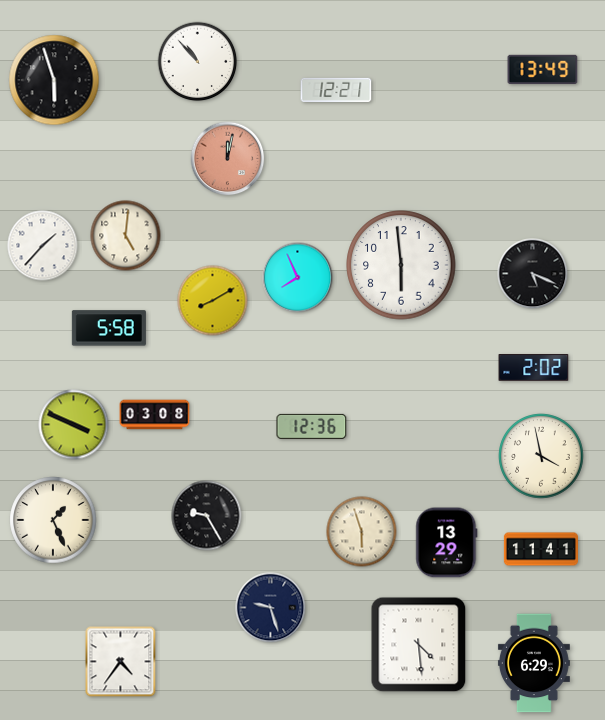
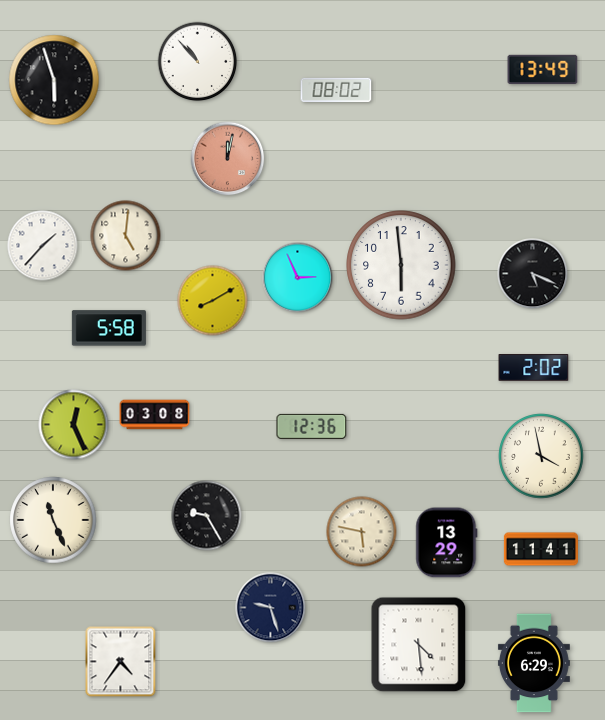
clock at (336, 90): 12:21 -> 08:02
clock at (298, 278): 7:56 -> 2:56
clock at (74, 425): 3:49 -> 12:26
clock at (53, 520): 1:26 -> 11:26
clock at (362, 532): 5:57 -> 5:47
